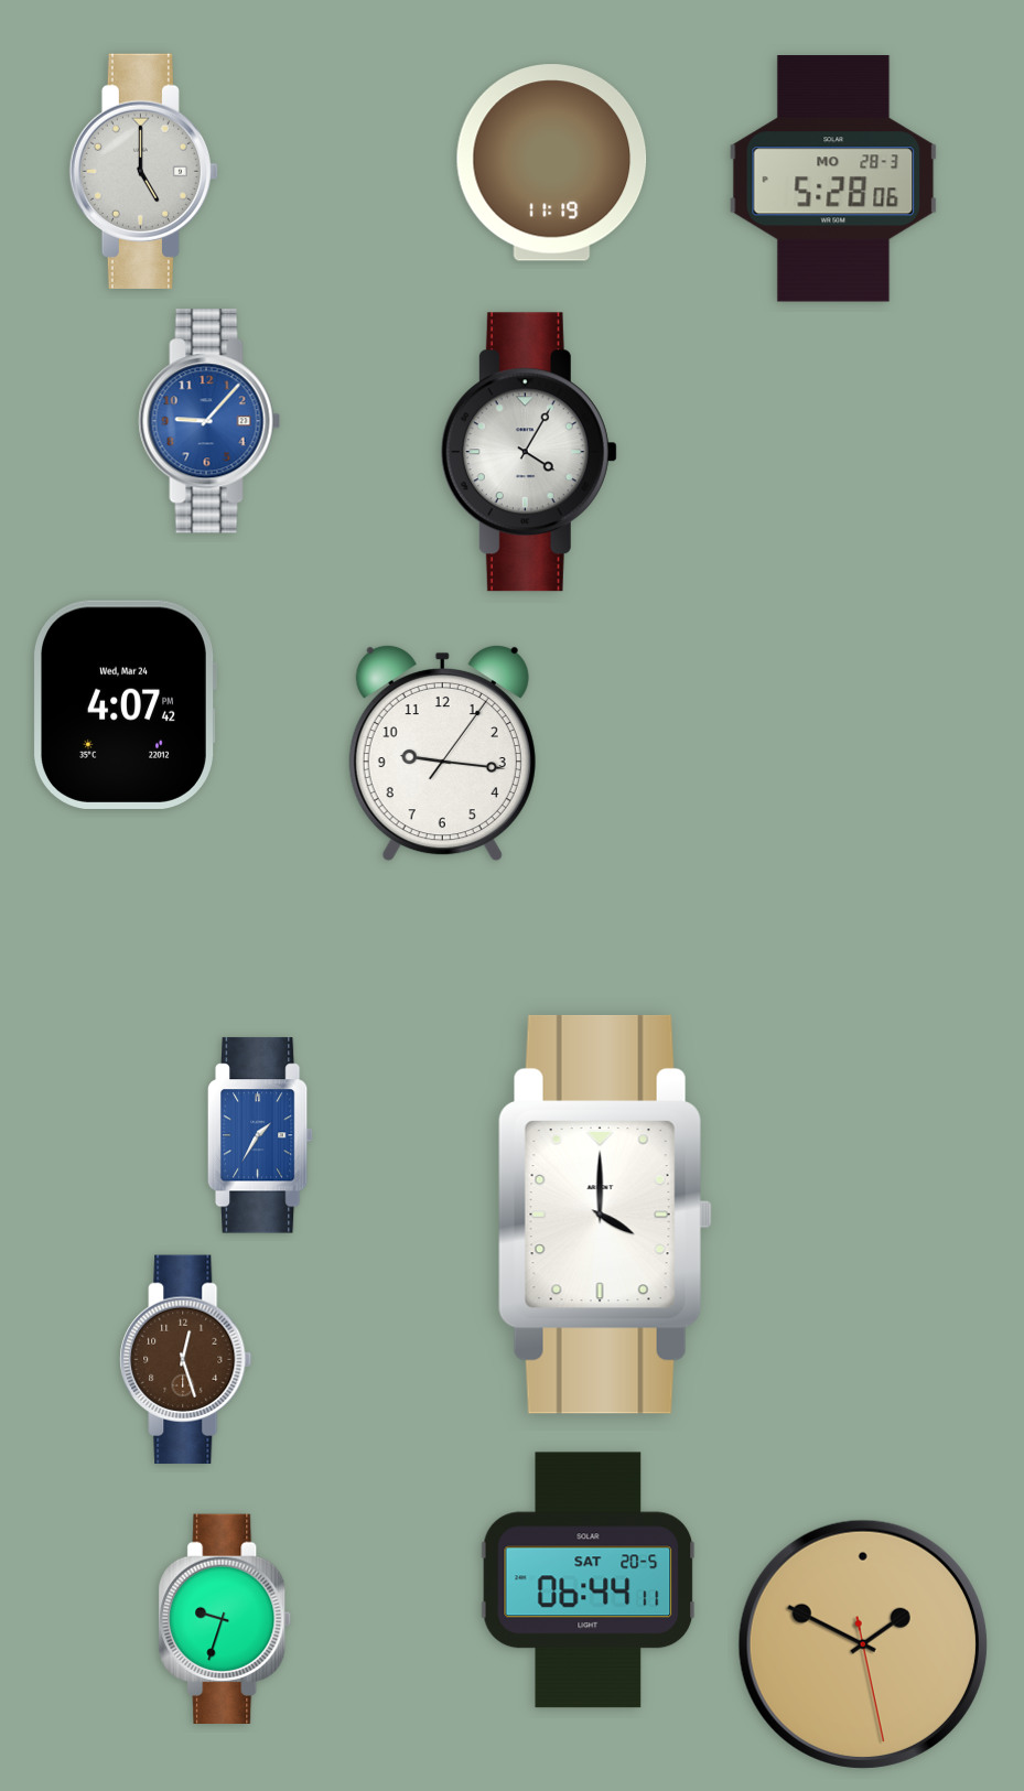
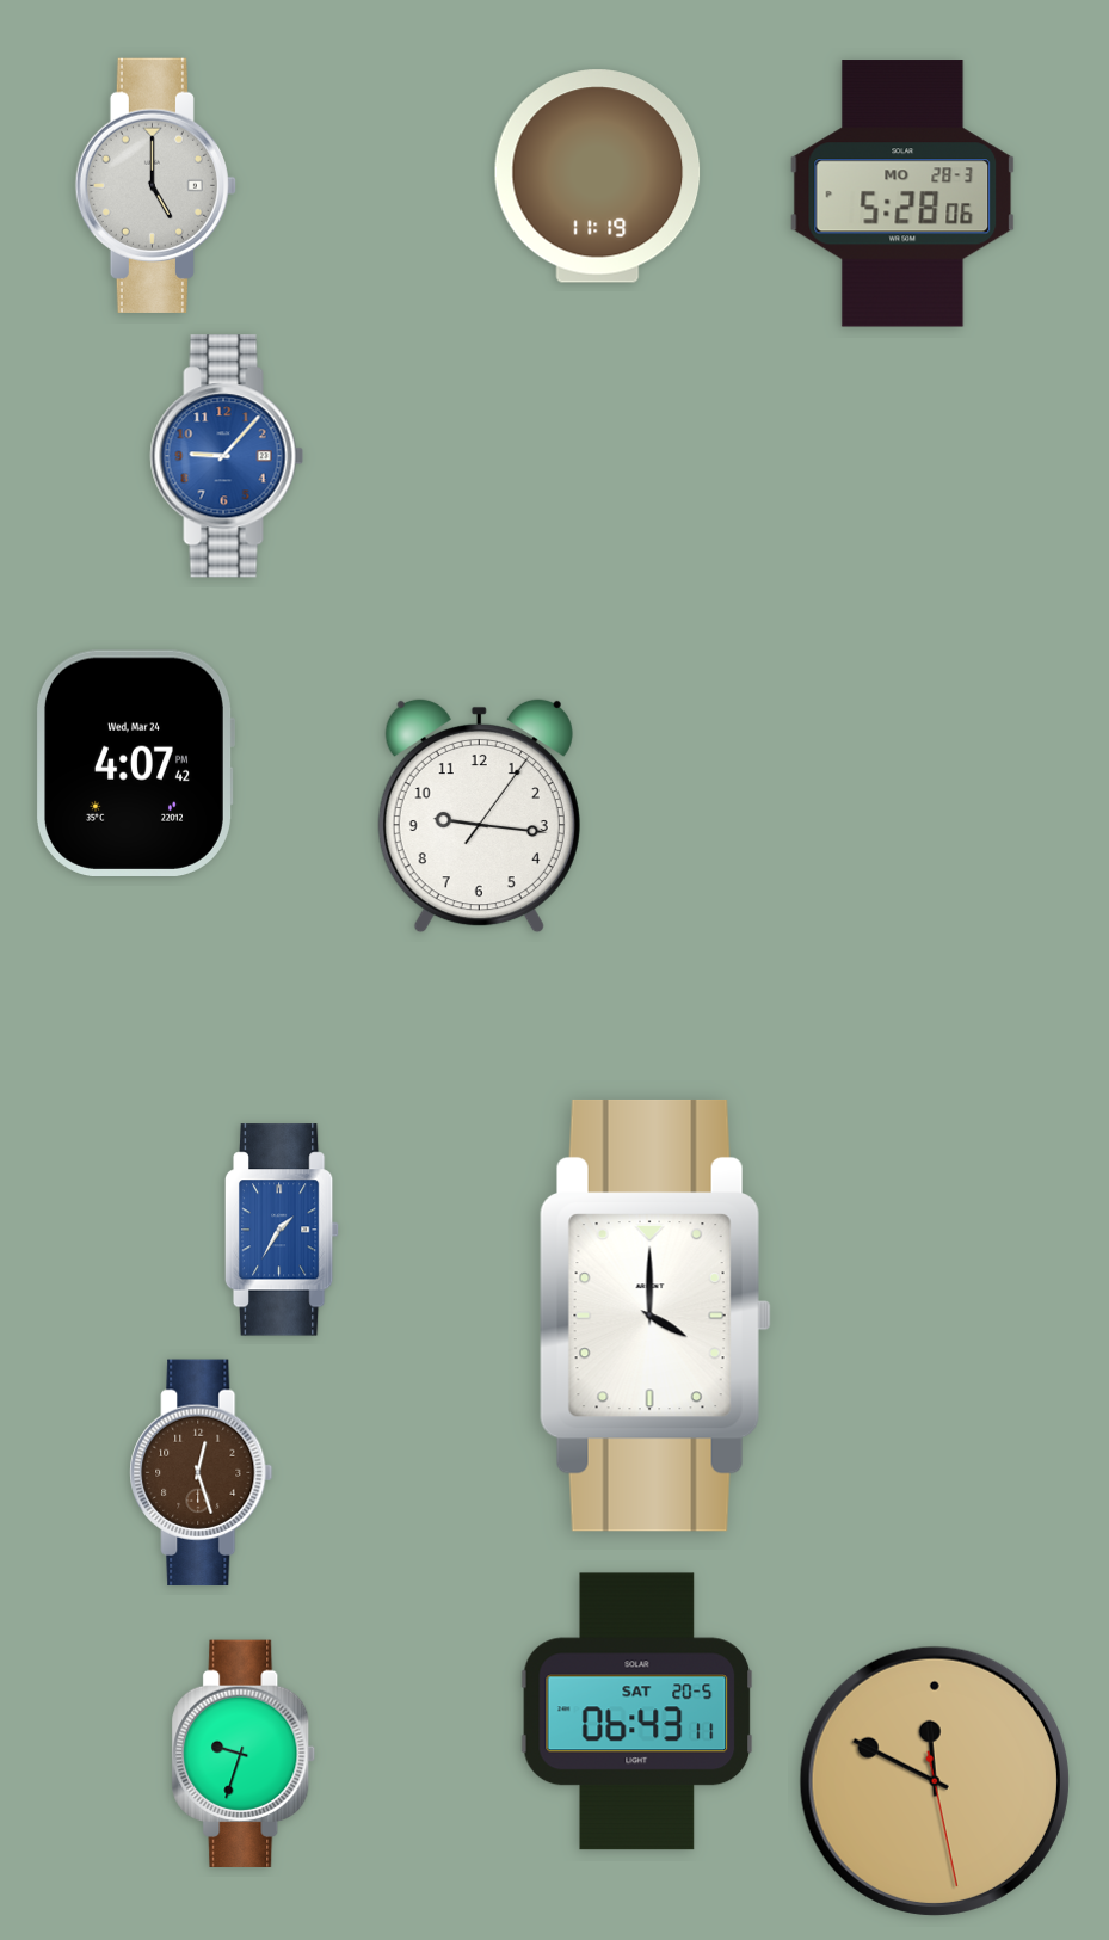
clock at (529, 452): 4:05 -> none
clock at (589, 1580): 06:44 -> 06:43
clock at (863, 1644): 1:49 -> 11:49
